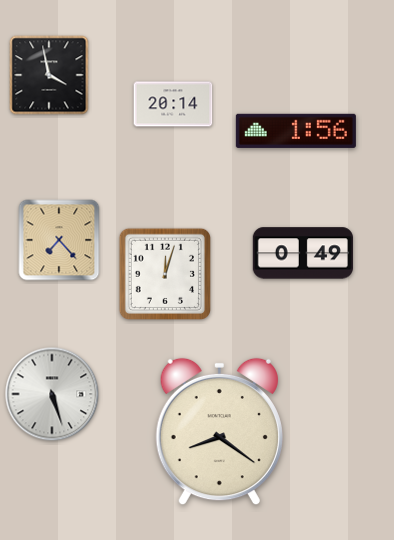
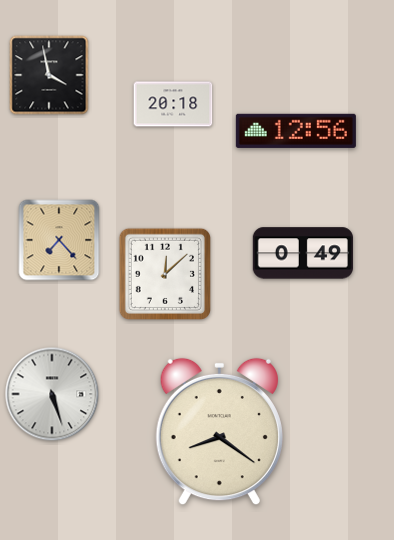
clock at (173, 104): 20:14 -> 20:18
clock at (296, 131): 1:56 -> 12:56
clock at (164, 273): 12:03 -> 12:08
